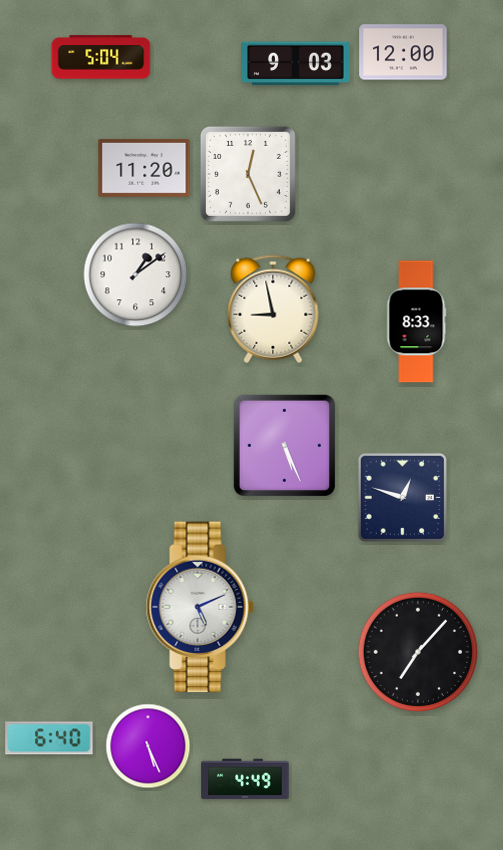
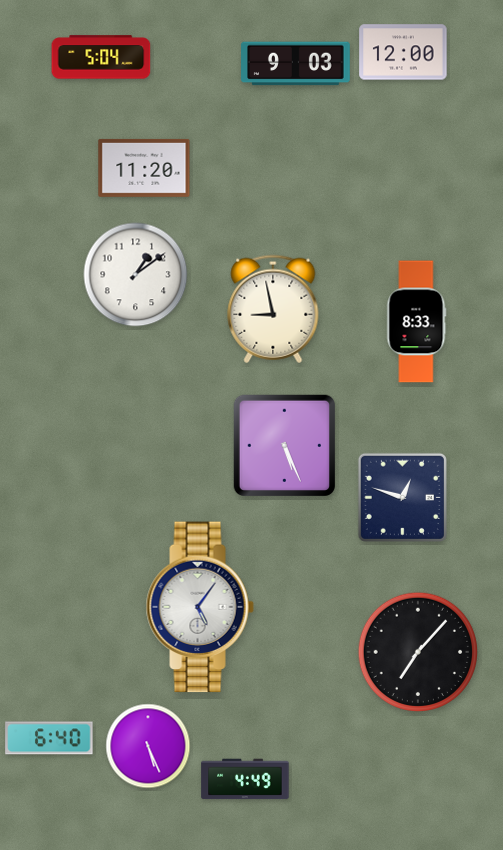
clock at (248, 174): 12:26 -> none
clock at (200, 607): 5:11 -> 5:06
